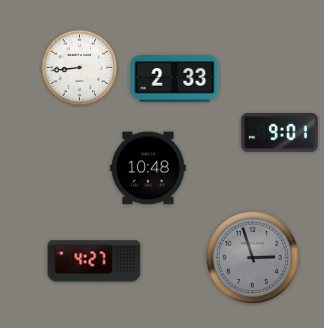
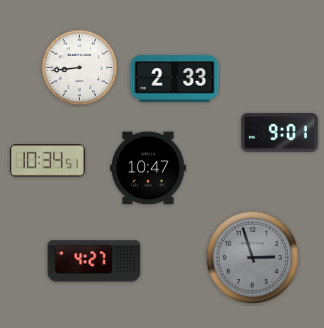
clock at (47, 161): none -> 10:34
clock at (148, 168): 10:48 -> 10:47
